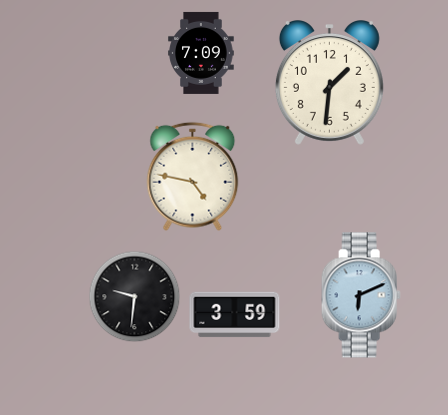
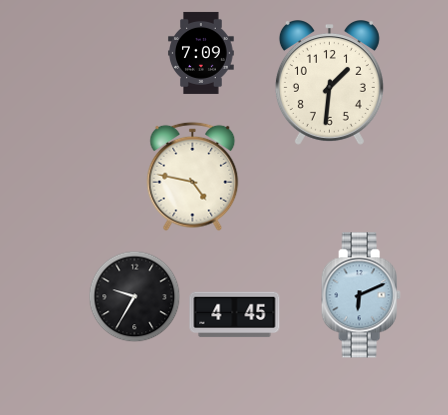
clock at (135, 297): 9:31 -> 9:35
clock at (235, 315): 3:59 -> 4:45
